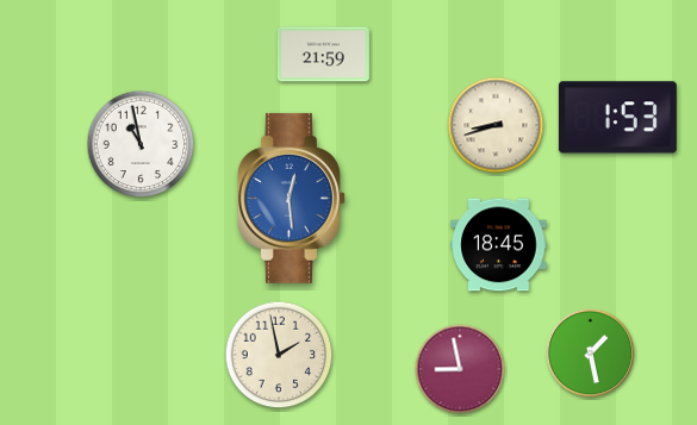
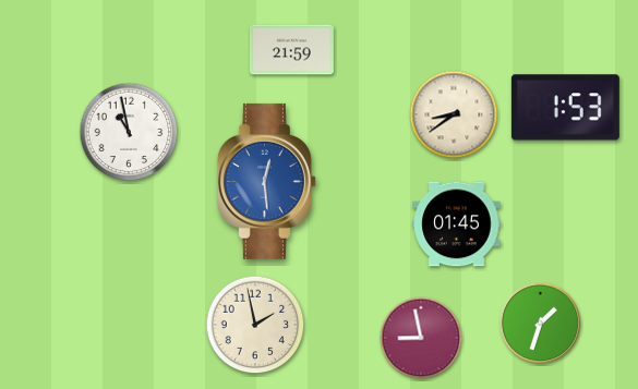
clock at (323, 55) position: (323, 55) -> (291, 50)
clock at (496, 125): 8:42 -> 8:39
clock at (499, 245): 18:45 -> 01:45
clock at (591, 354): 1:28 -> 1:33
